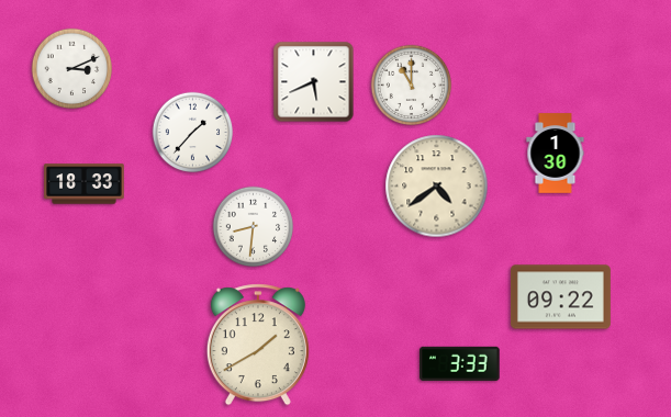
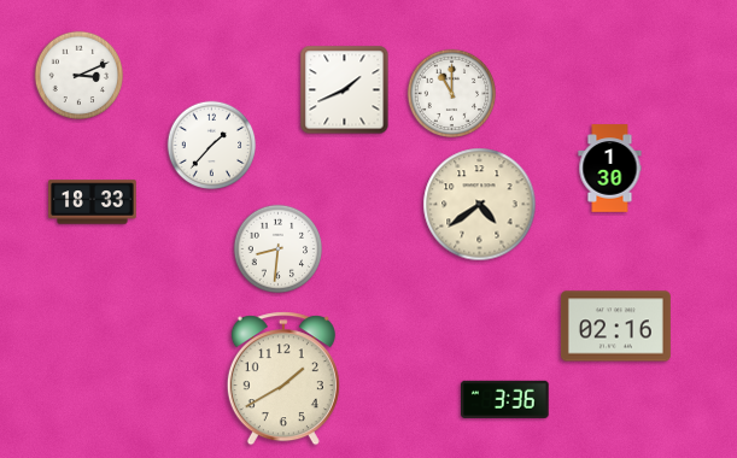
clock at (314, 82): 5:41 -> 1:41
clock at (560, 297): 09:22 -> 02:16
clock at (460, 363): 3:33 -> 3:36
